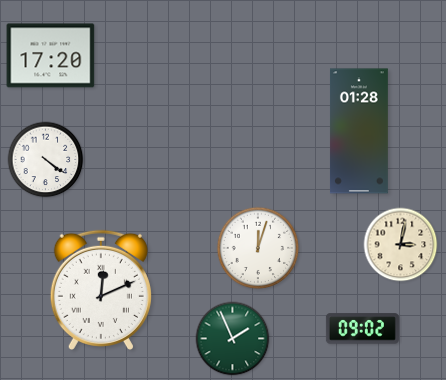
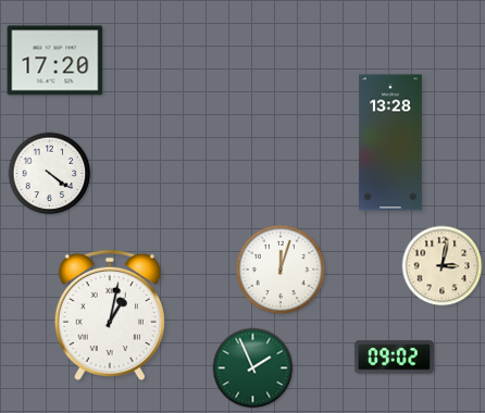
clock at (359, 131): 01:28 -> 13:28
clock at (401, 245) position: (401, 245) -> (443, 266)
clock at (101, 290): 12:11 -> 1:02
